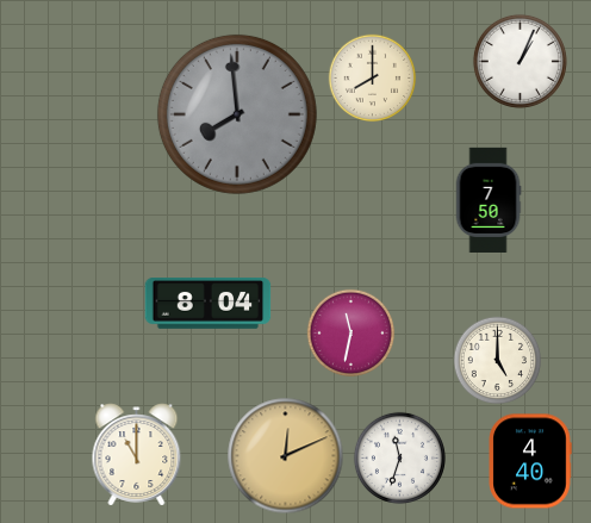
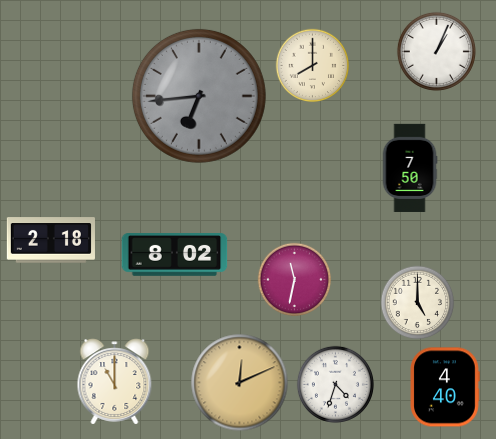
clock at (237, 114): 7:59 -> 6:44
clock at (51, 240): none -> 2:18
clock at (209, 304): 8:04 -> 8:02
clock at (399, 457): 11:33 -> 4:33
